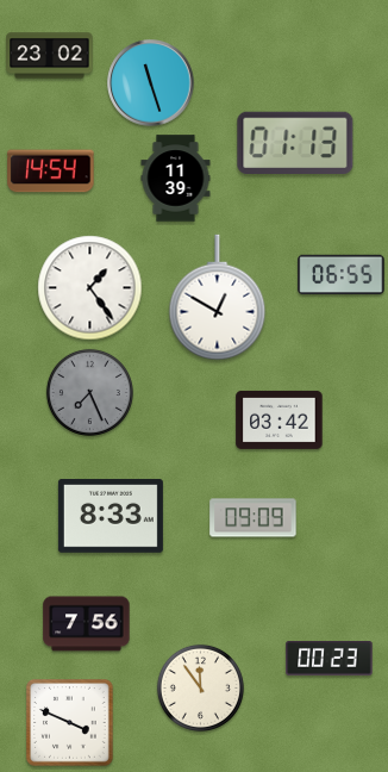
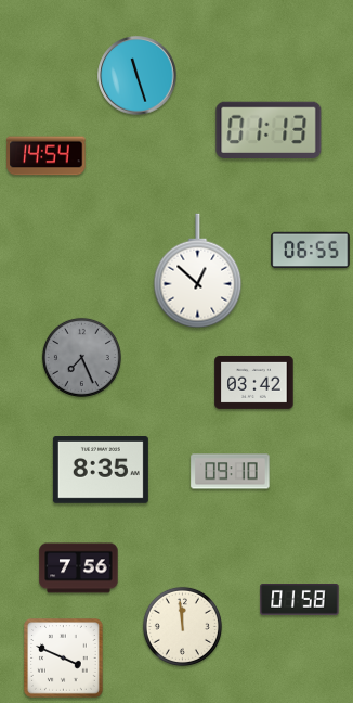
clock at (50, 56): 23:02 -> none
clock at (176, 179): 11:39 -> none
clock at (90, 288): 1:24 -> none
clock at (218, 298): 12:50 -> 12:52
clock at (111, 517): 8:33 -> 8:35
clock at (254, 518): 09:09 -> 09:10
clock at (330, 659): 00:23 -> 01:58
clock at (200, 687): 11:54 -> 11:59
